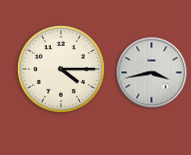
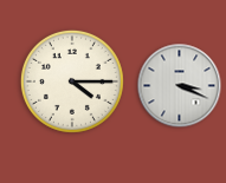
clock at (152, 73): 3:43 -> 3:19
